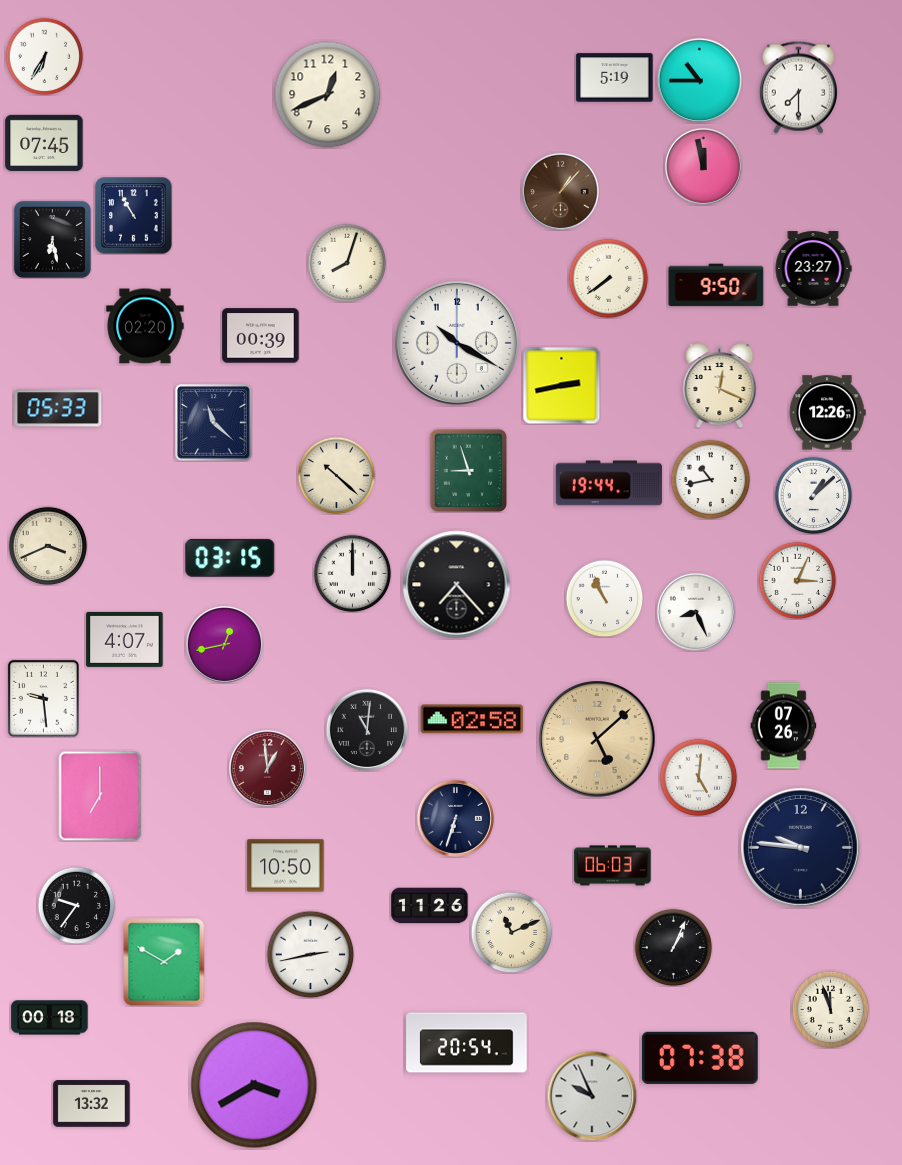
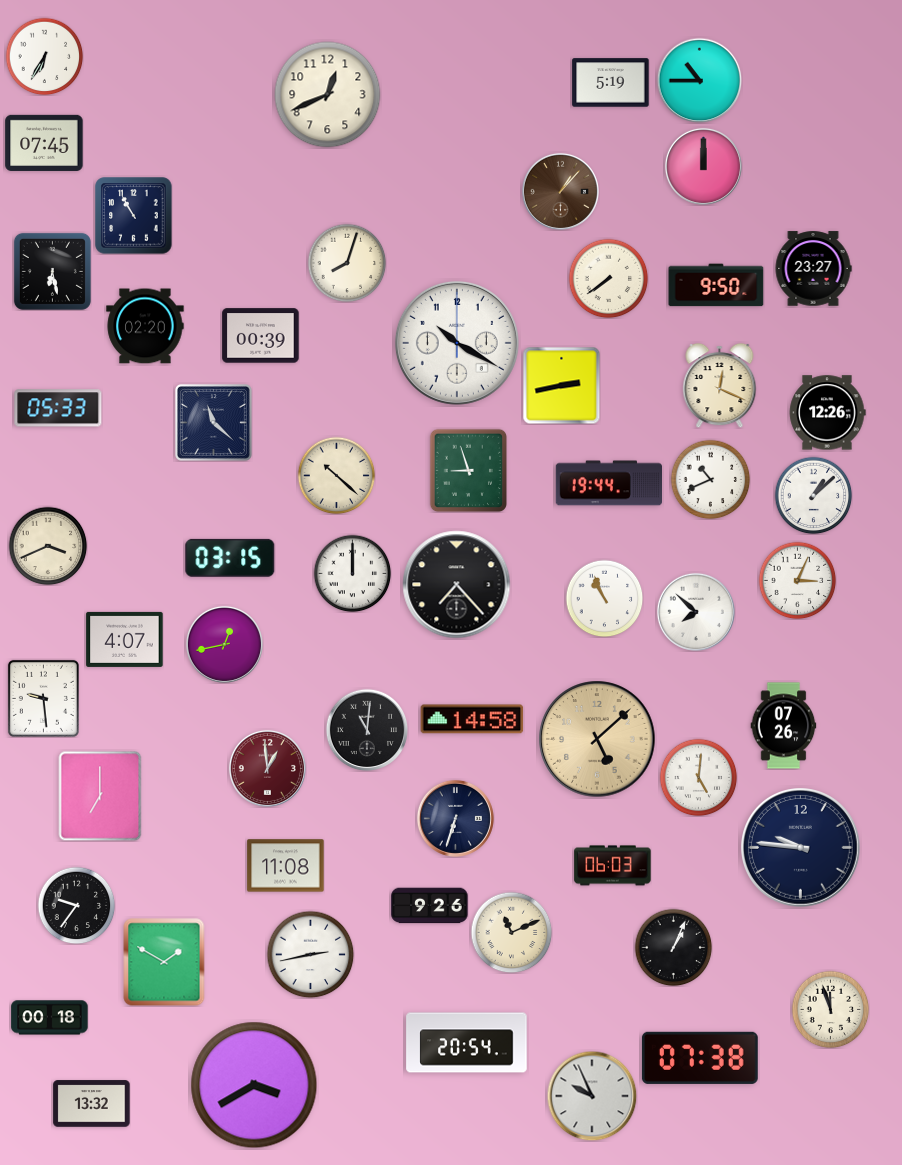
clock at (615, 78) position: (615, 78) -> (611, 83)
clock at (798, 87): 7:30 -> none
clock at (703, 166): 11:58 -> 12:00
clock at (52, 239) position: (52, 239) -> (52, 271)
clock at (710, 479): 10:43 -> 10:41
clock at (696, 612): 8:26 -> 7:52
clock at (472, 719): 02:58 -> 14:58
clock at (286, 866): 10:50 -> 11:08
clock at (430, 906): 11:26 -> 9:26
